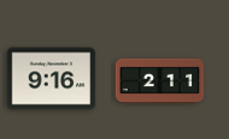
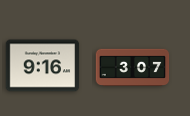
clock at (160, 81): 2:11 -> 3:07
